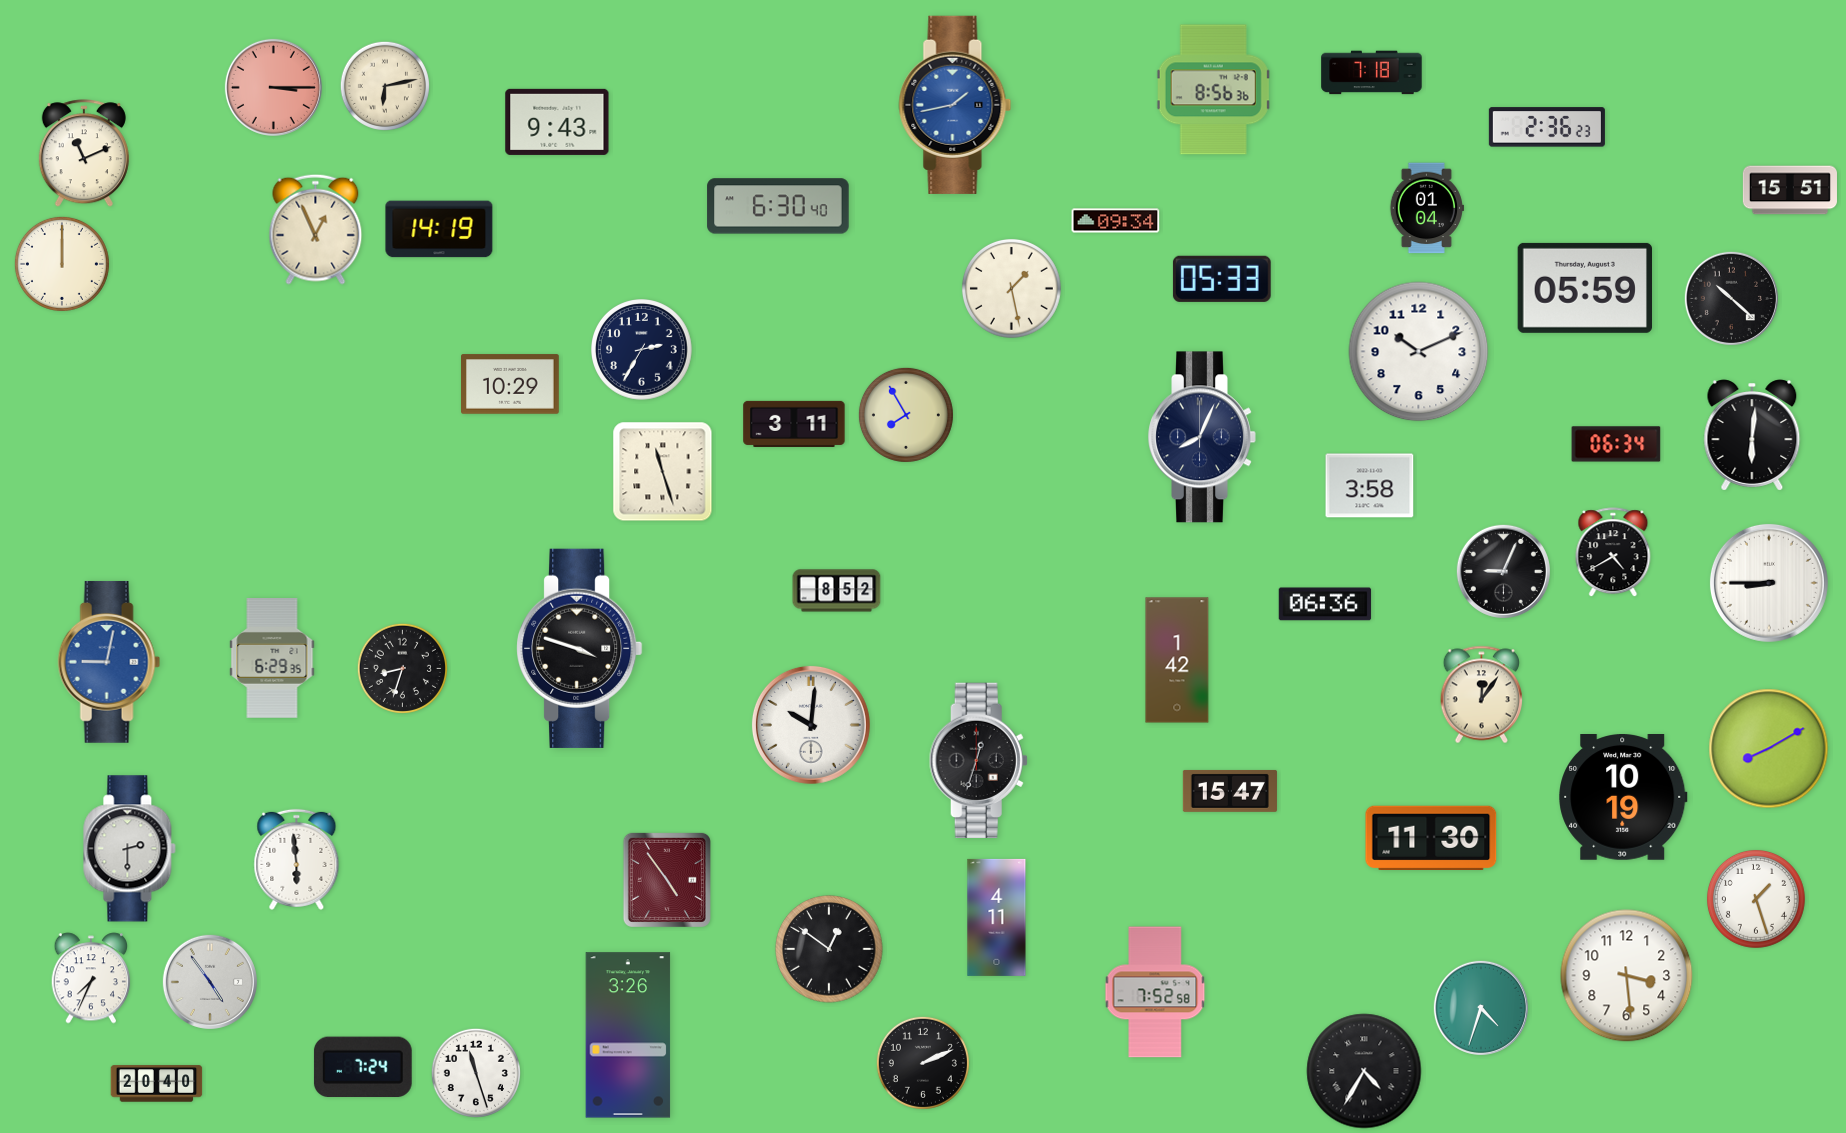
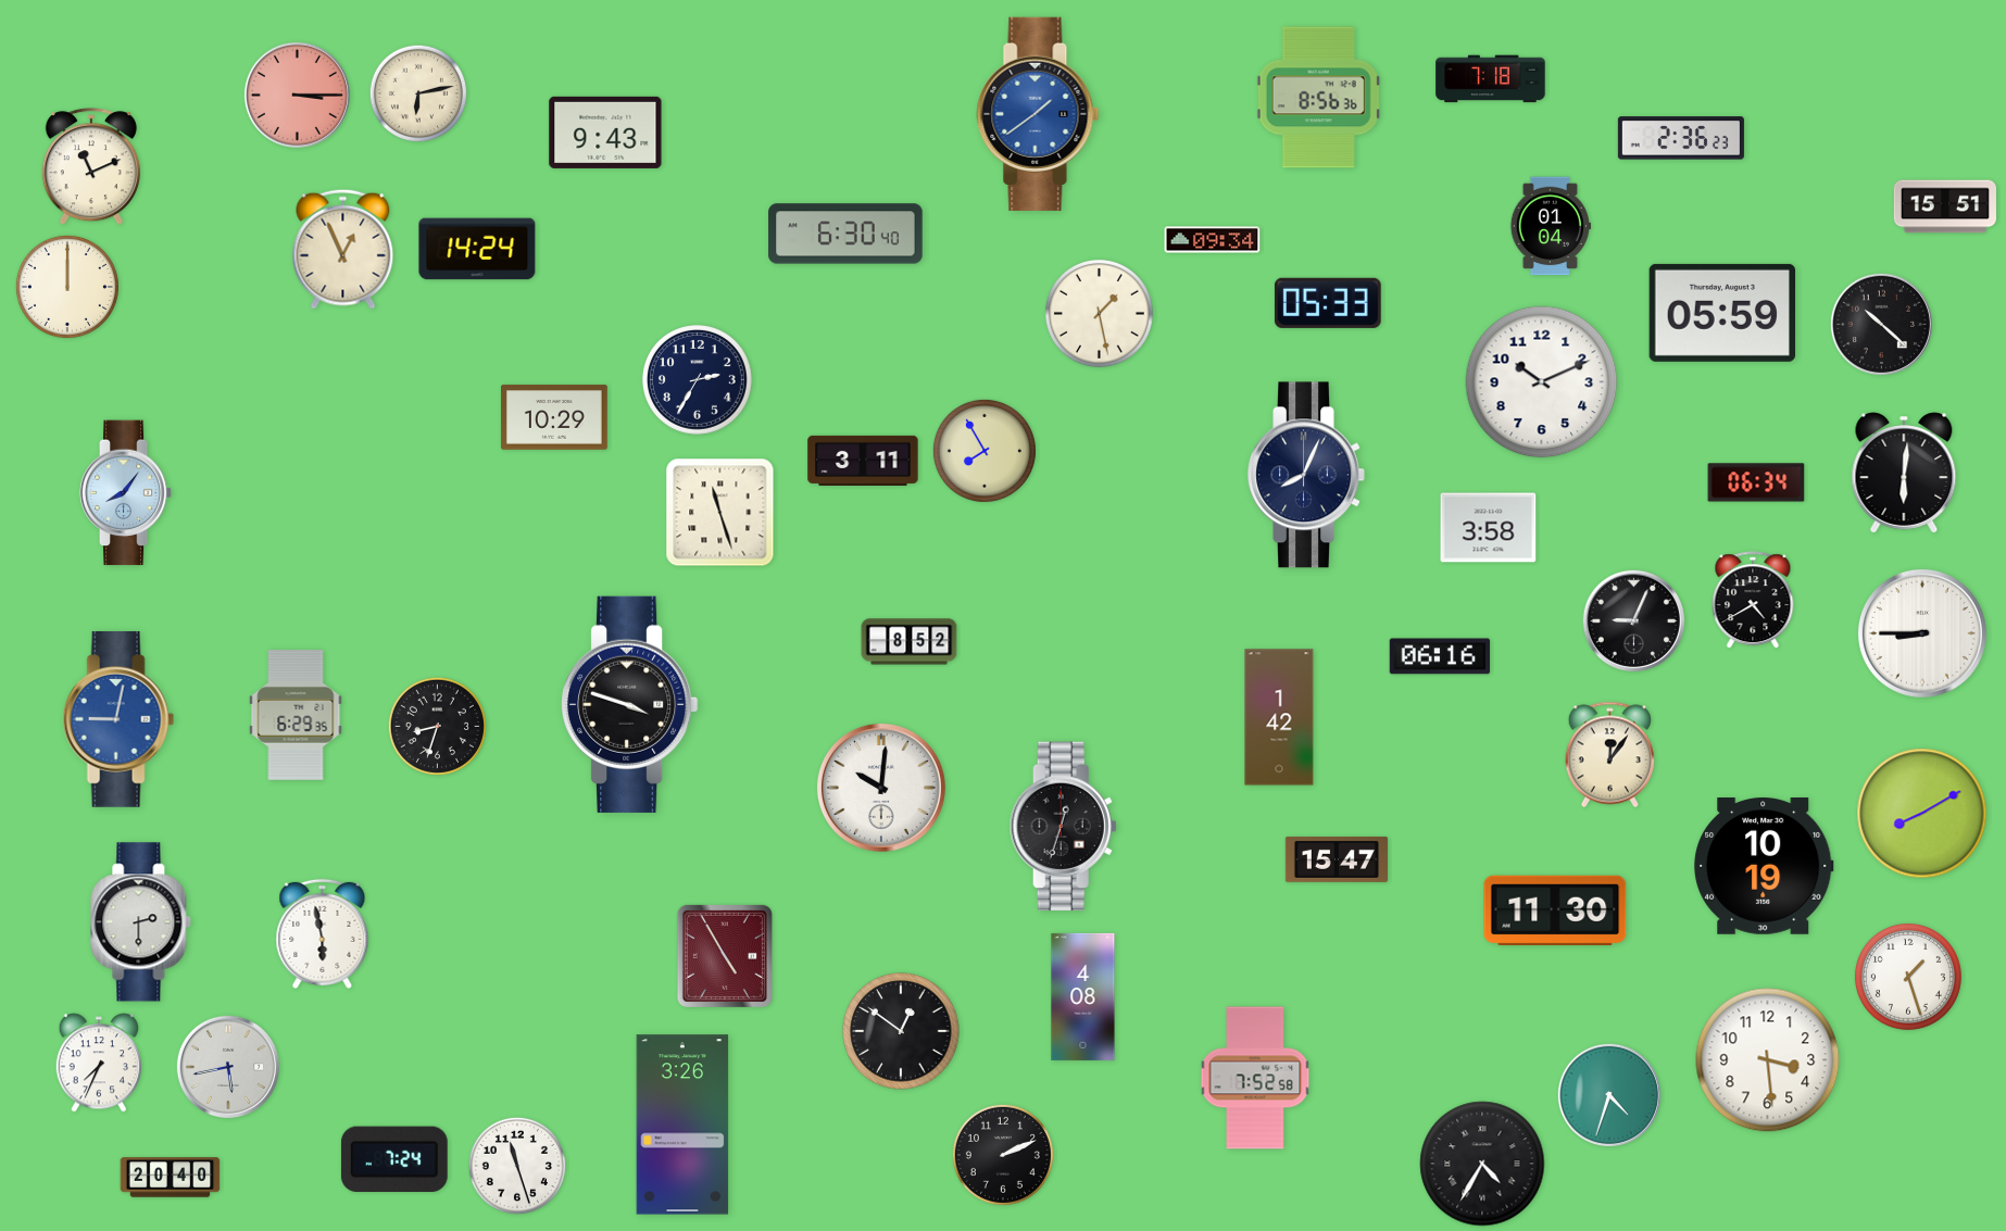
clock at (955, 105): 1:43 -> 1:39
clock at (778, 206) position: (778, 206) -> (845, 234)
clock at (439, 229): 14:19 -> 14:24
clock at (126, 493): none -> 8:06
clock at (1325, 604): 06:36 -> 06:16
clock at (297, 859): 5:59 -> 5:58
clock at (667, 880): 4:54 -> 4:55
clock at (997, 917): 4:11 -> 4:08
clock at (210, 982): 4:54 -> 5:43
